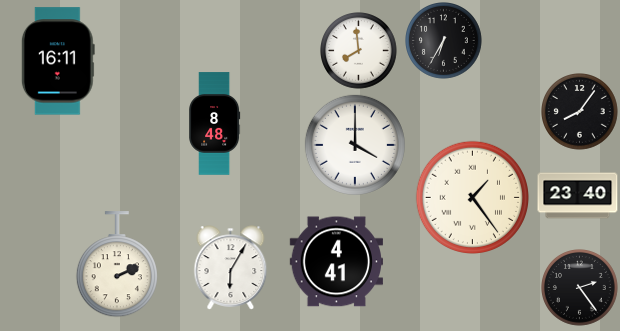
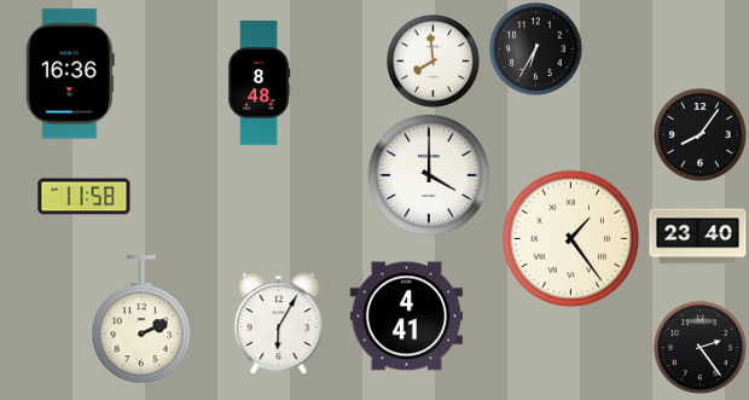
clock at (58, 61): 16:11 -> 16:36
clock at (215, 124) position: (215, 124) -> (260, 83)
clock at (85, 197): none -> 11:58
